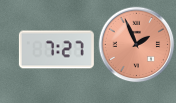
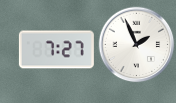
clock at (137, 45) dial: salmon -> white
